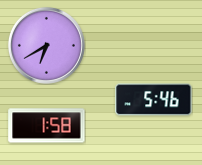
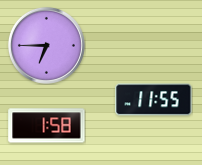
clock at (46, 45): 6:40 -> 6:45
clock at (154, 100): 5:46 -> 11:55
